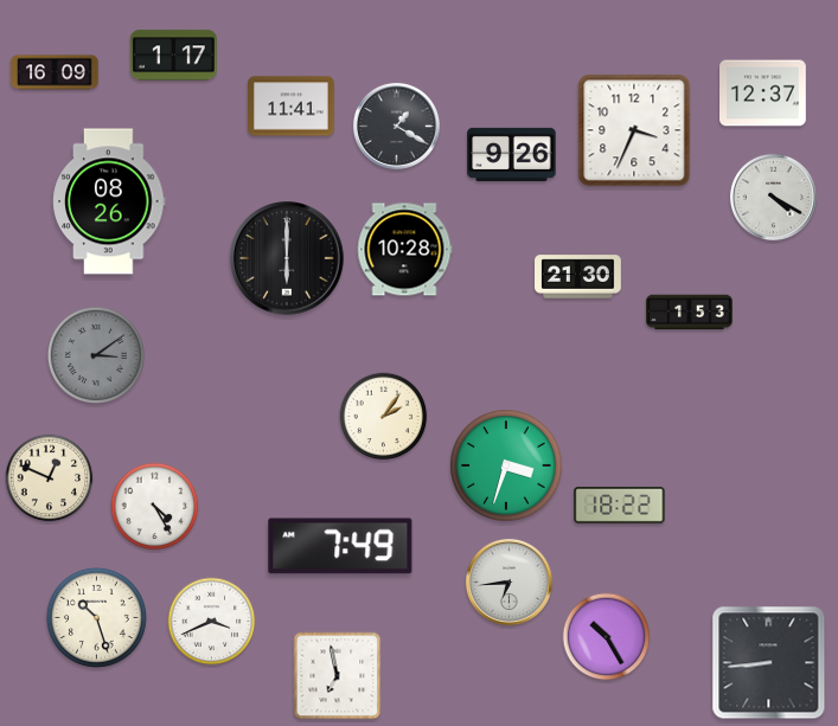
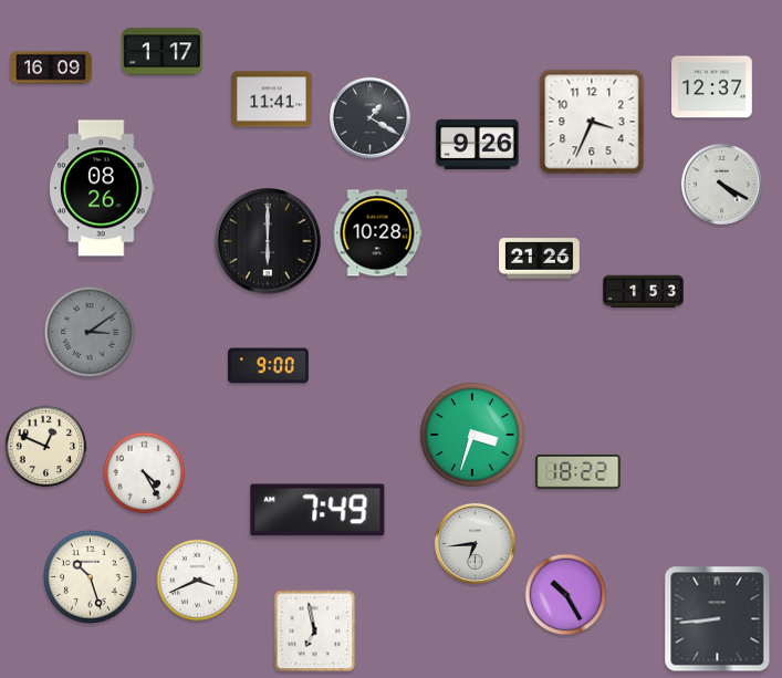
clock at (578, 277): 21:30 -> 21:26
clock at (269, 366): none -> 9:00
clock at (384, 417): 2:06 -> none
